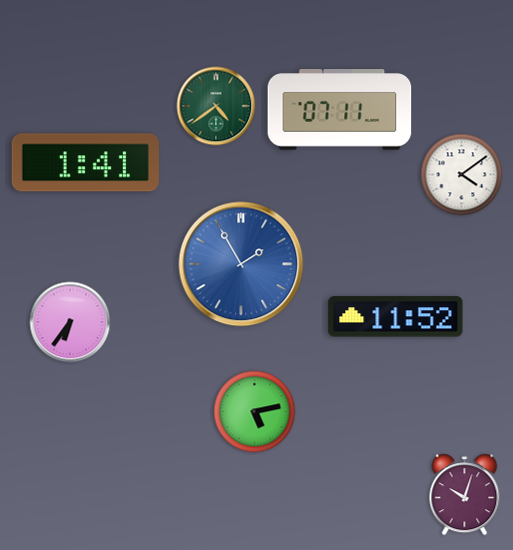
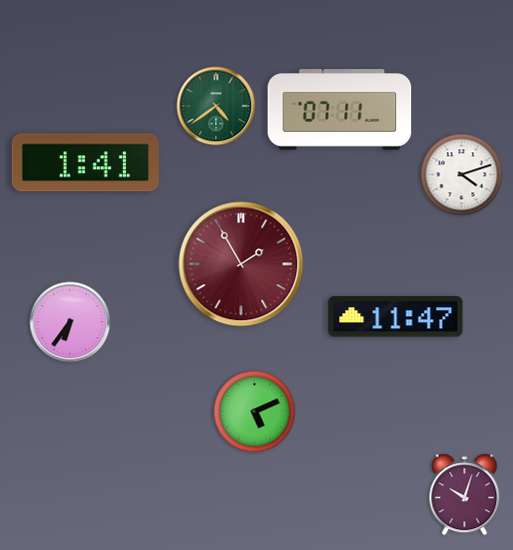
clock at (462, 175): 4:09 -> 4:12
clock at (241, 264) dial: blue -> burgundy
clock at (396, 317): 11:52 -> 11:47
clock at (255, 412): 5:13 -> 5:11
